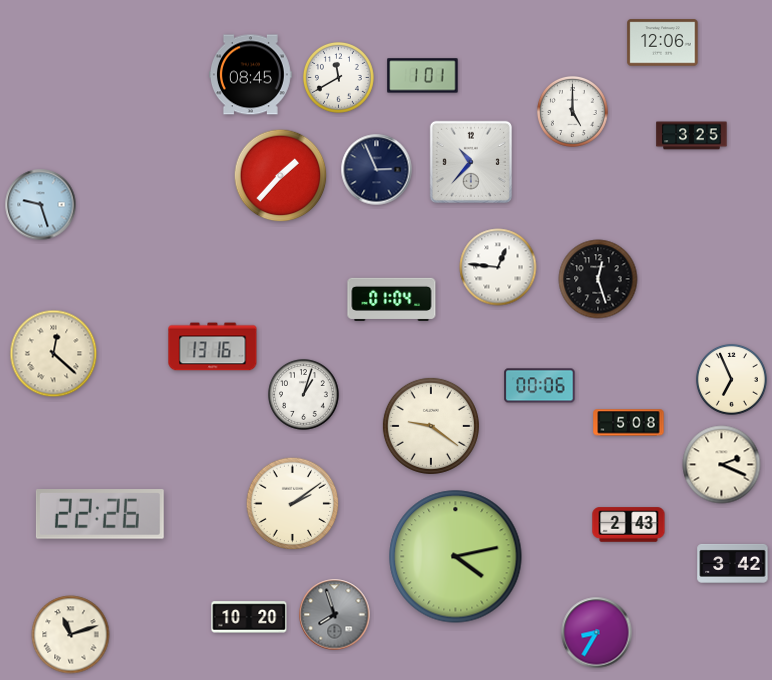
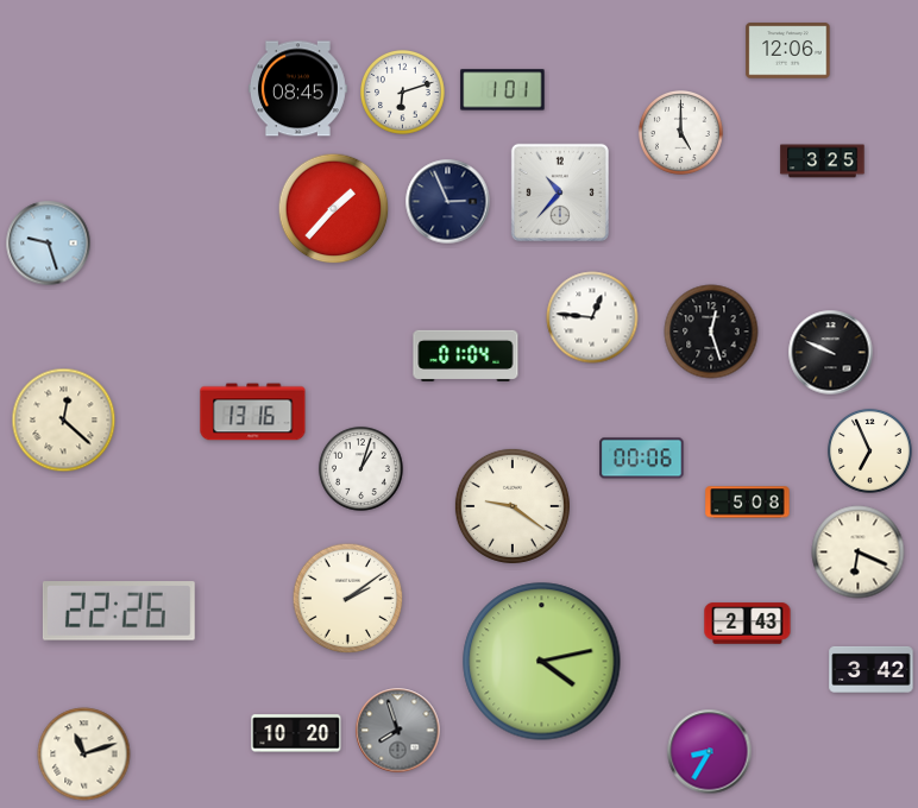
clock at (338, 77): 11:40 -> 6:12
clock at (831, 353): none -> 9:49
clock at (722, 465): 2:19 -> 6:19
